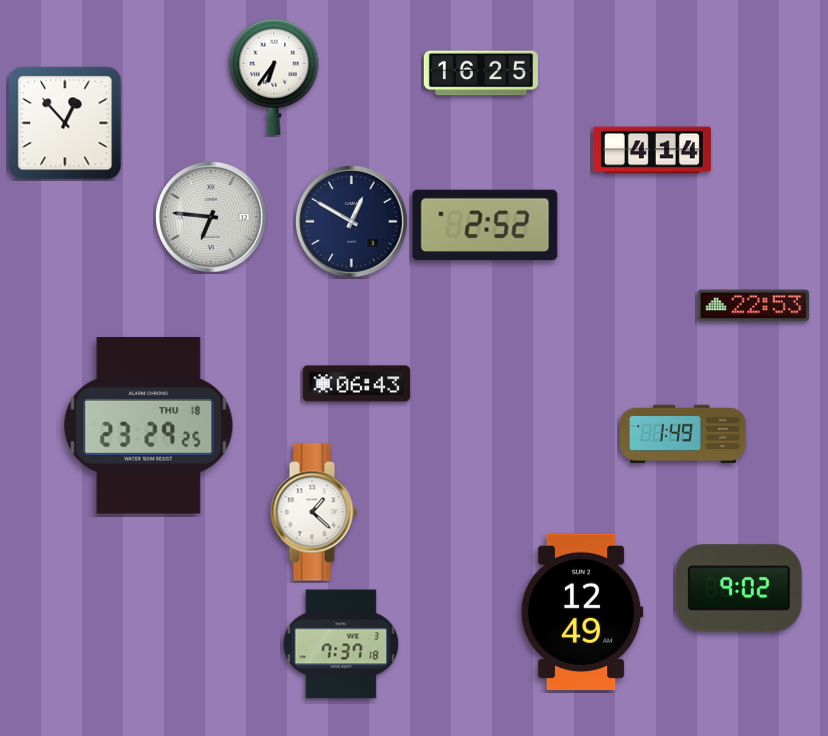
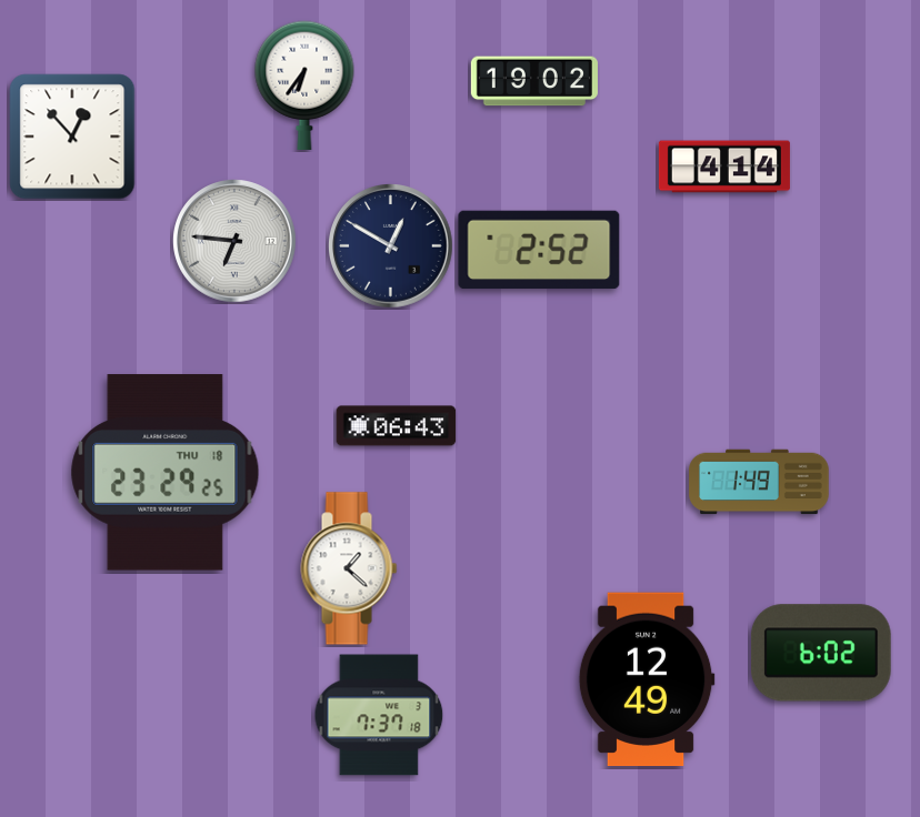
clock at (481, 73): 16:25 -> 19:02
clock at (754, 306): 22:53 -> none
clock at (739, 588): 9:02 -> 6:02
